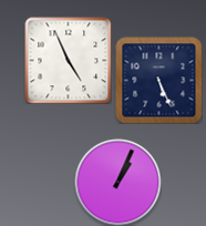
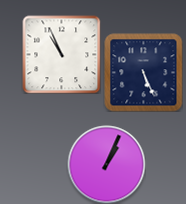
clock at (68, 60): 4:56 -> 10:56
